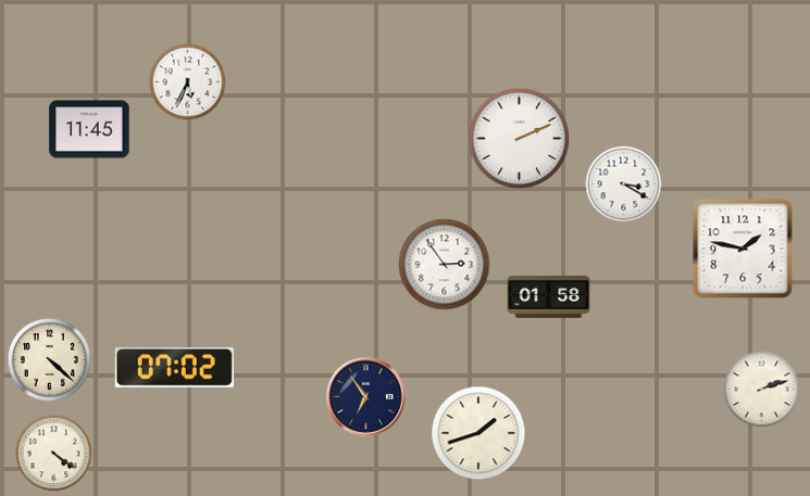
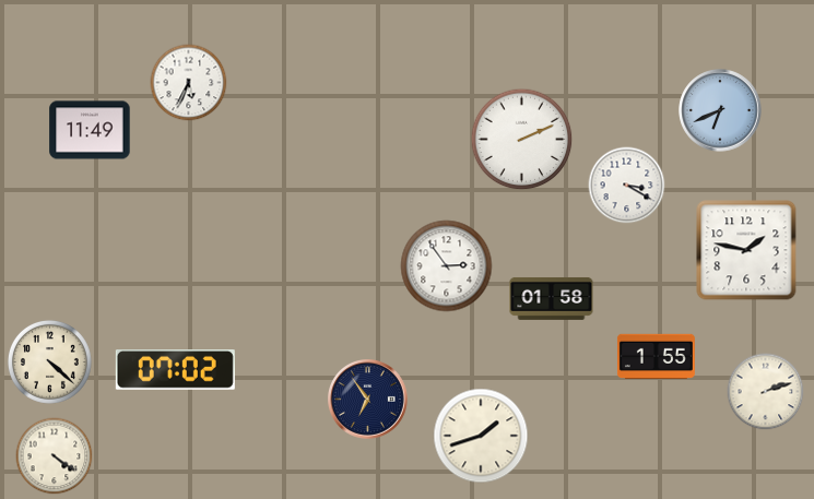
clock at (720, 110): none -> 6:41
clock at (89, 129): 11:45 -> 11:49
clock at (656, 356): none -> 1:55
